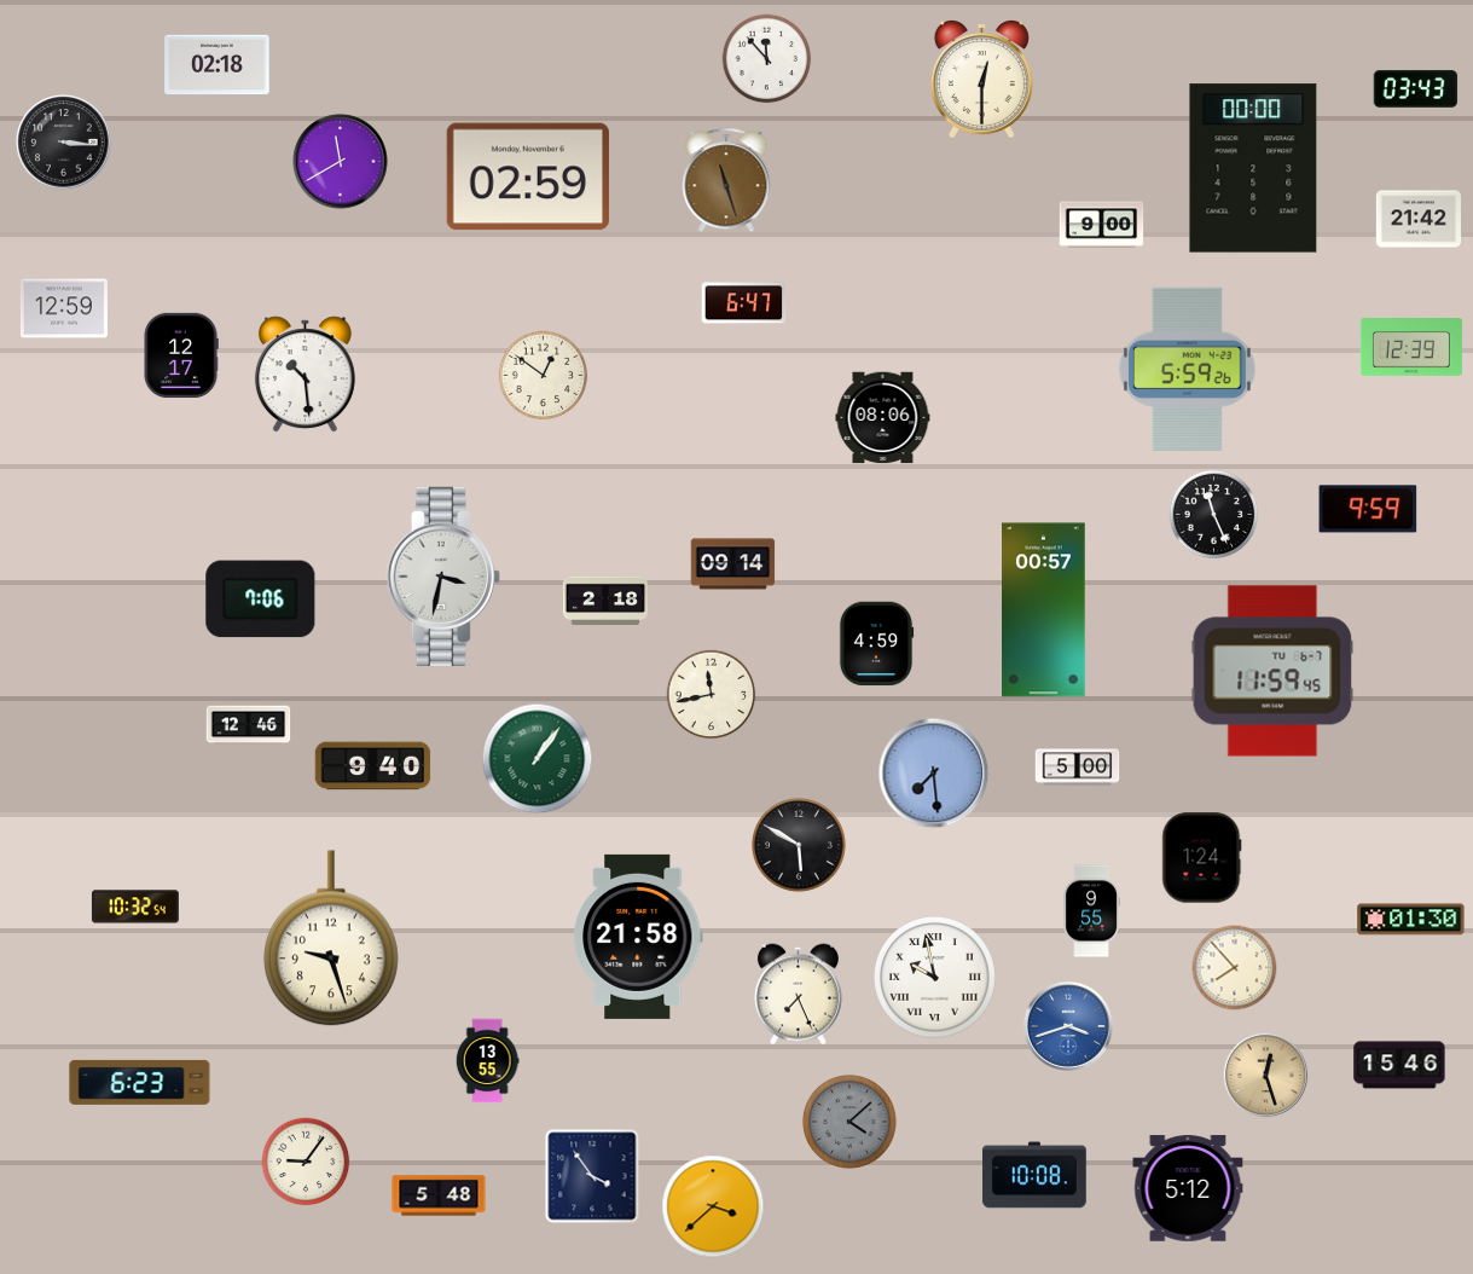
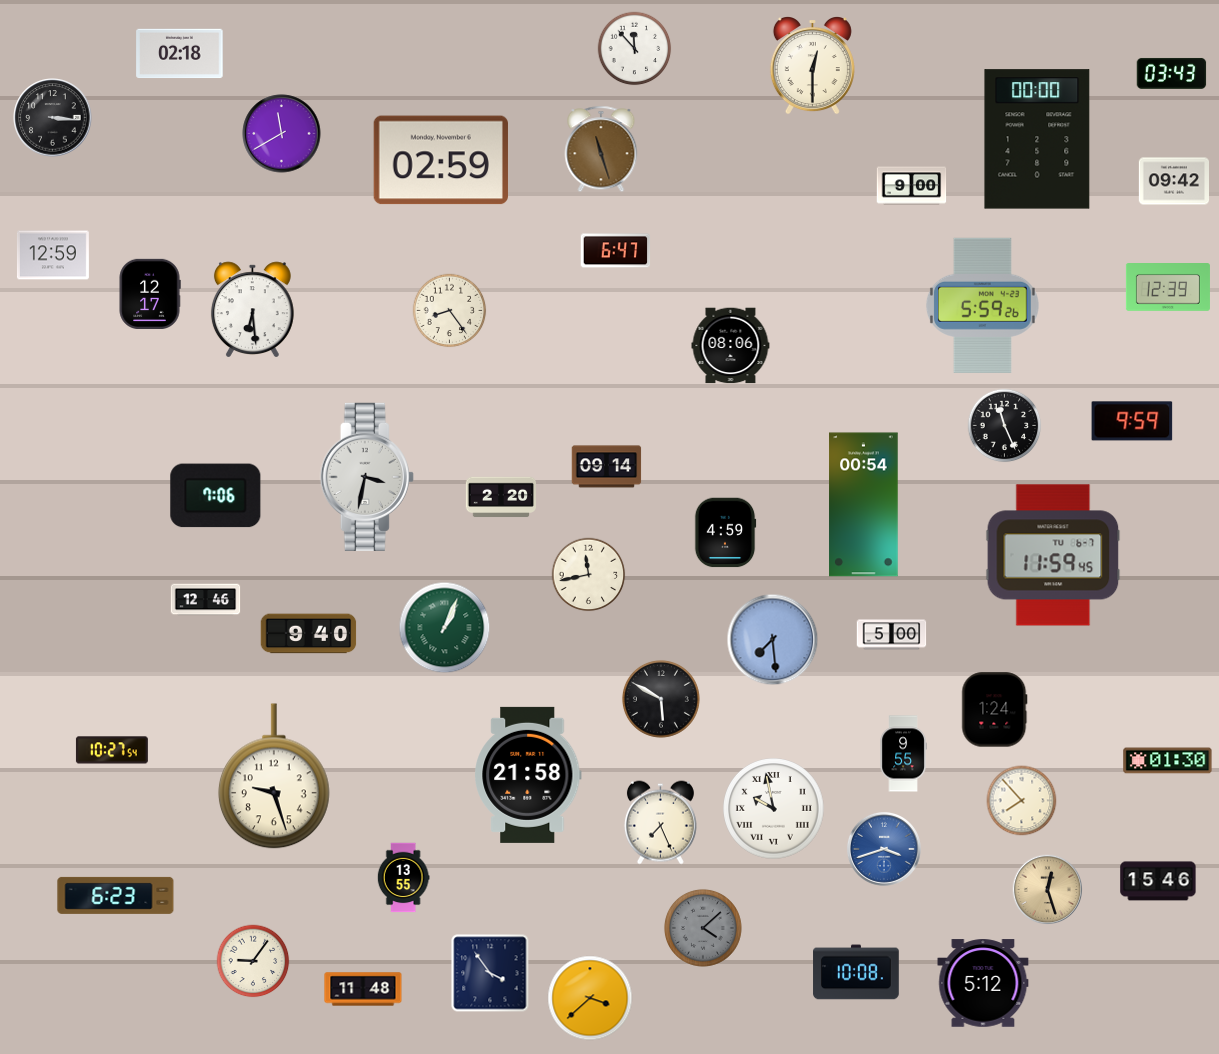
clock at (528, 176) position: (528, 176) -> (441, 160)
clock at (1417, 219): 21:42 -> 09:42
clock at (305, 373): 10:29 -> 6:29
clock at (544, 376): 12:51 -> 8:24
clock at (605, 601): 2:18 -> 2:20
clock at (1044, 610): 00:57 -> 00:54
clock at (538, 759): 1:06 -> 1:04
clock at (135, 907): 10:32 -> 10:27
clock at (439, 1195): 5:48 -> 11:48
